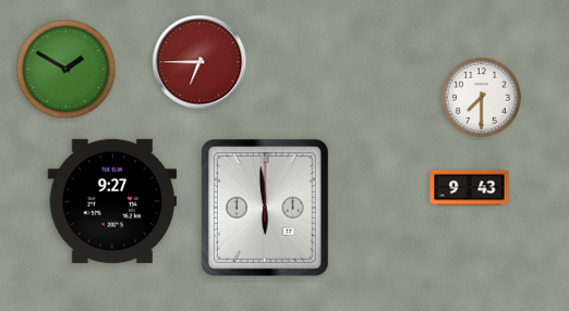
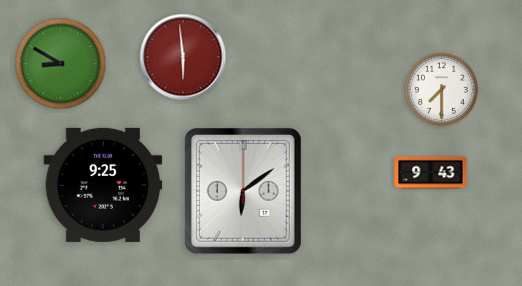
clock at (199, 62): 6:45 -> 5:59
clock at (66, 70): 1:50 -> 8:50
clock at (112, 201): 9:27 -> 9:25
clock at (265, 209): 5:59 -> 6:09
